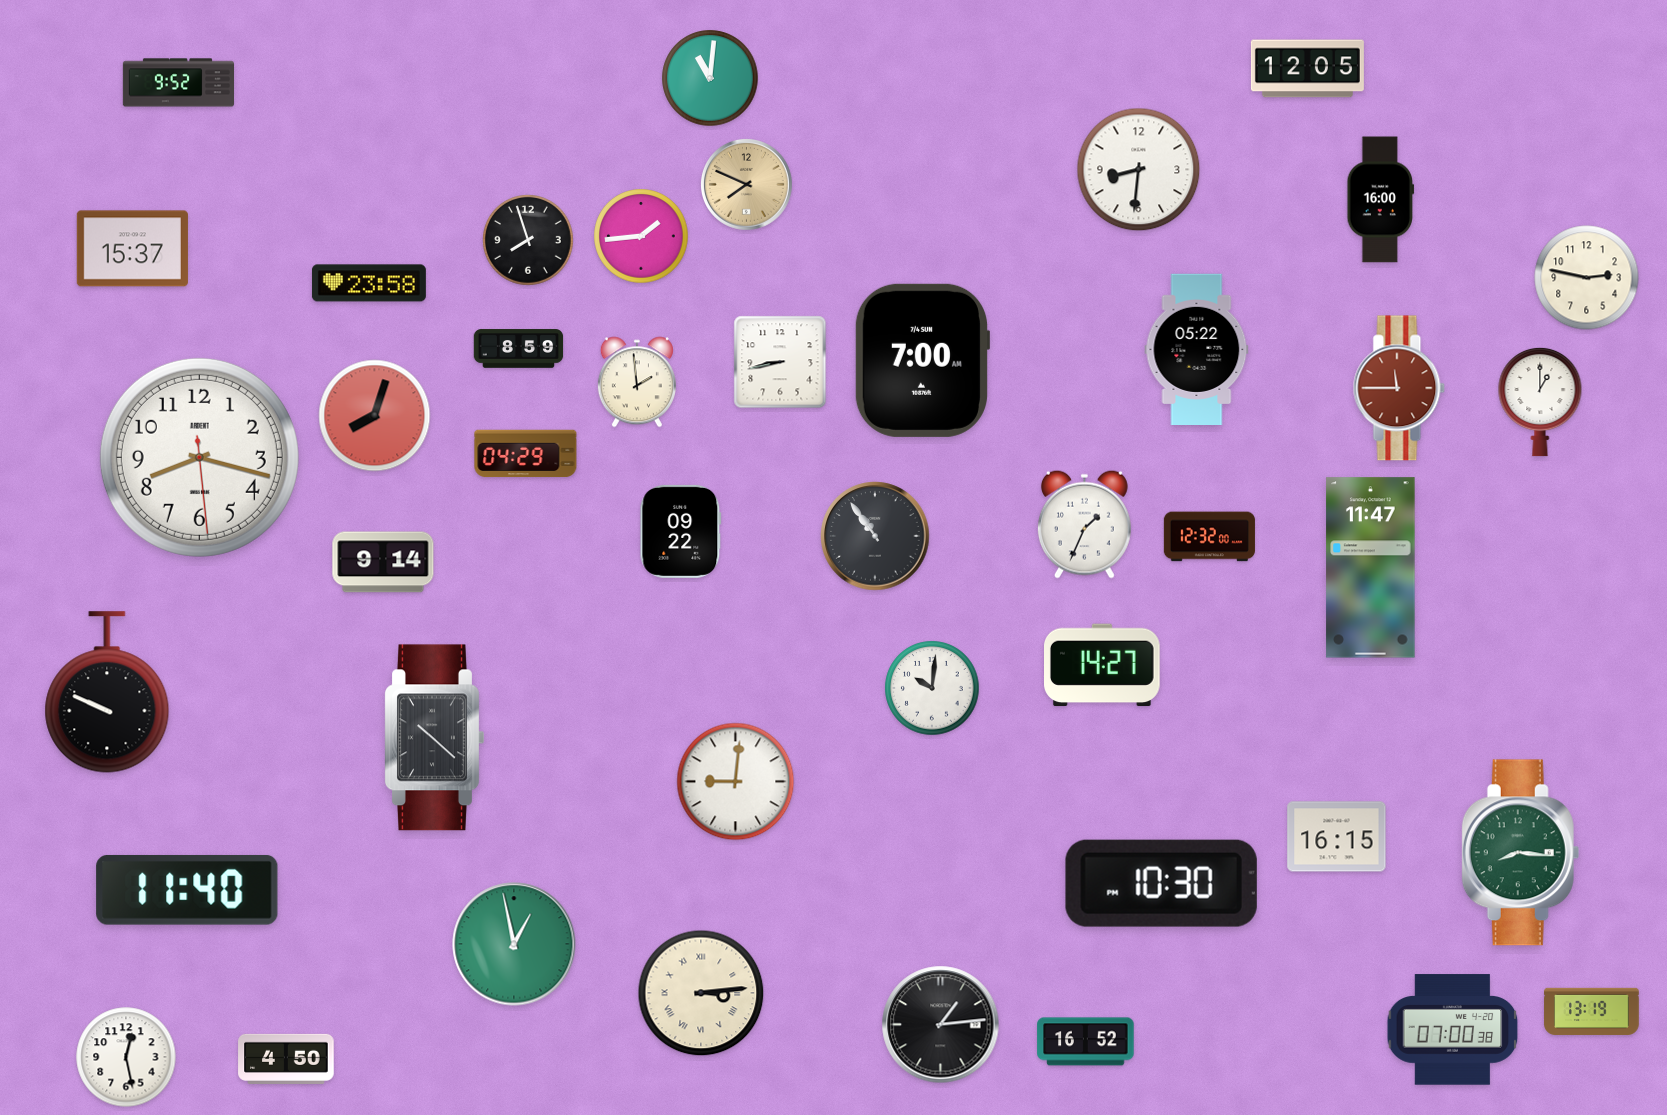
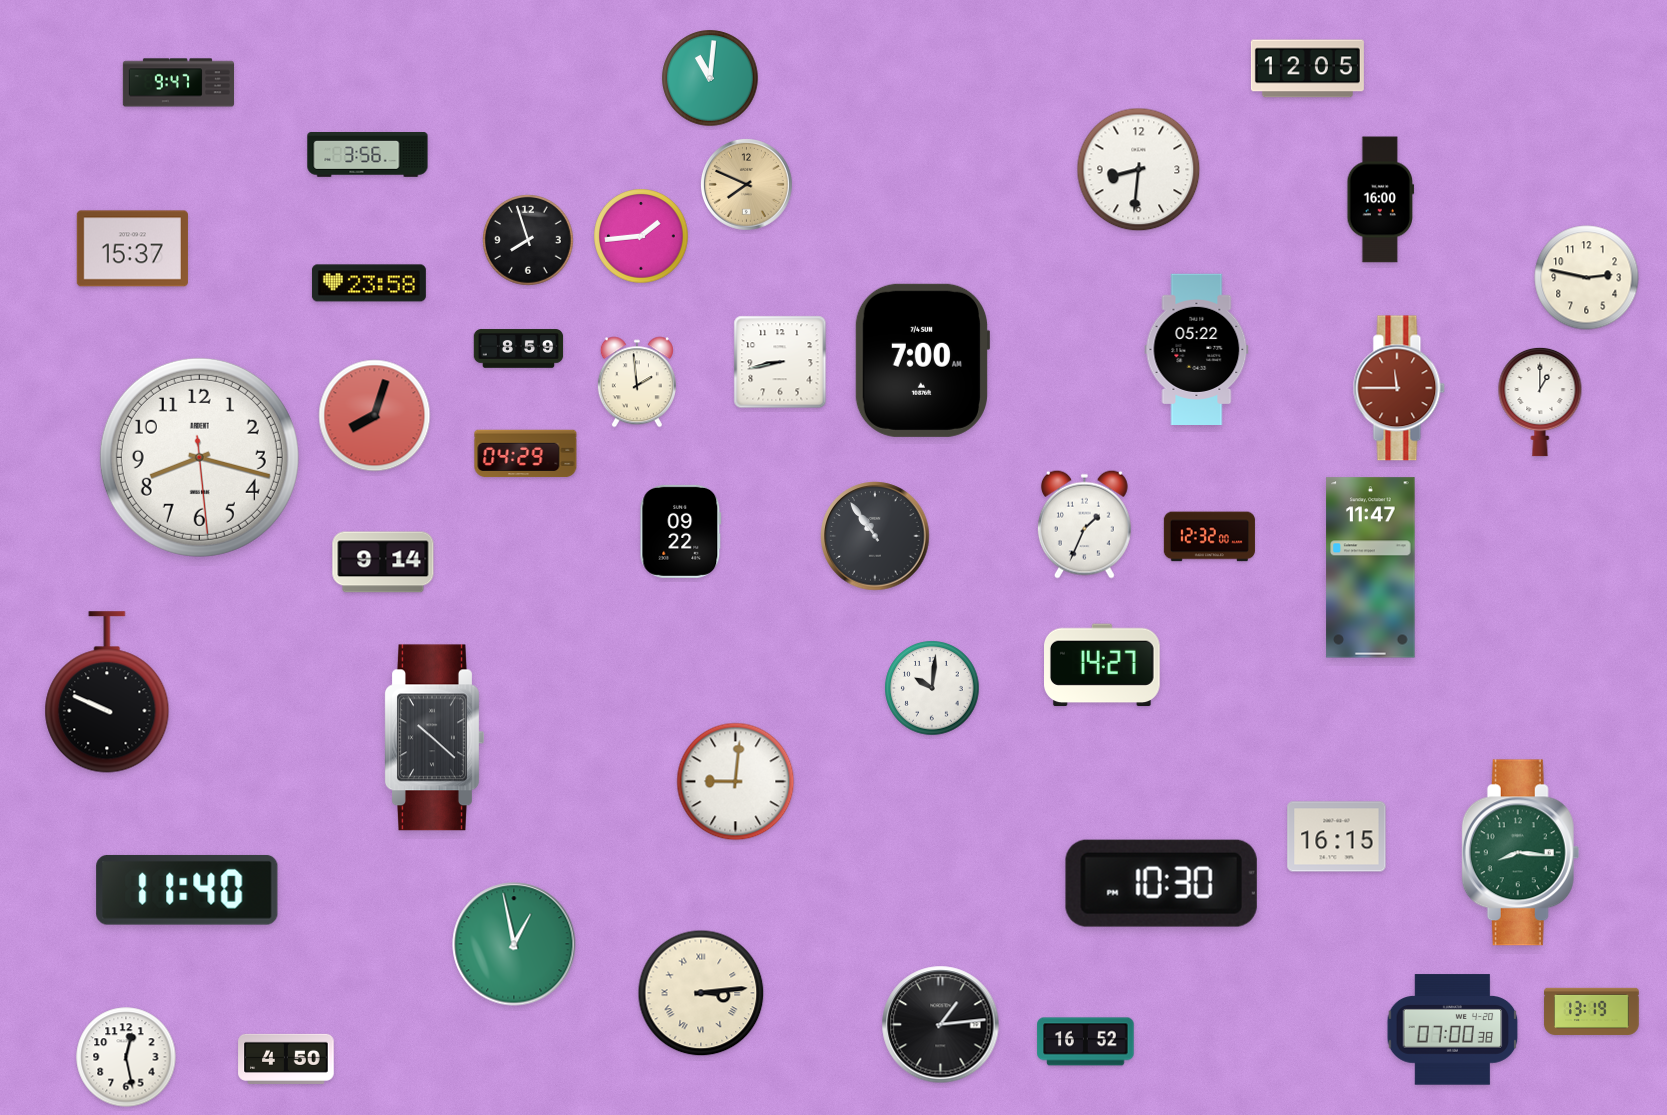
clock at (178, 83): 9:52 -> 9:47
clock at (368, 155): none -> 3:56
